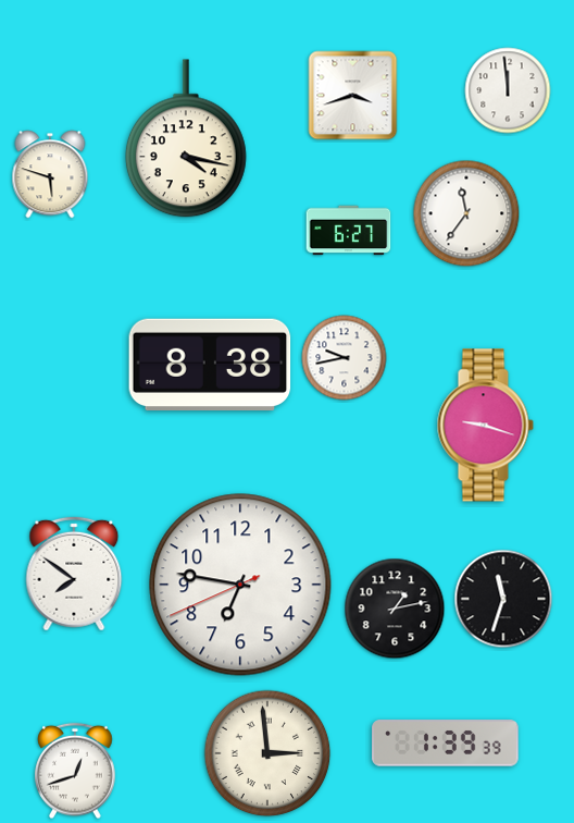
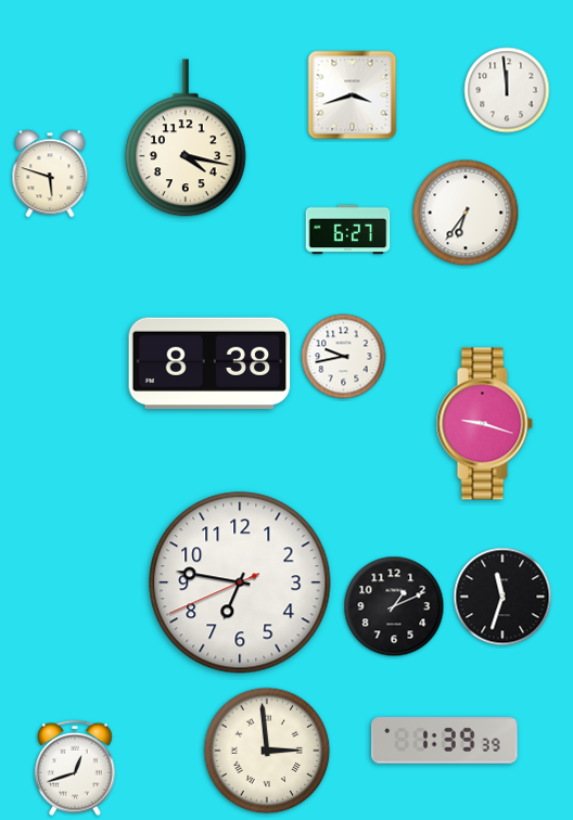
clock at (466, 213): 11:36 -> 6:36
clock at (74, 574): 7:51 -> none
clock at (395, 609): 1:13 -> 1:11
